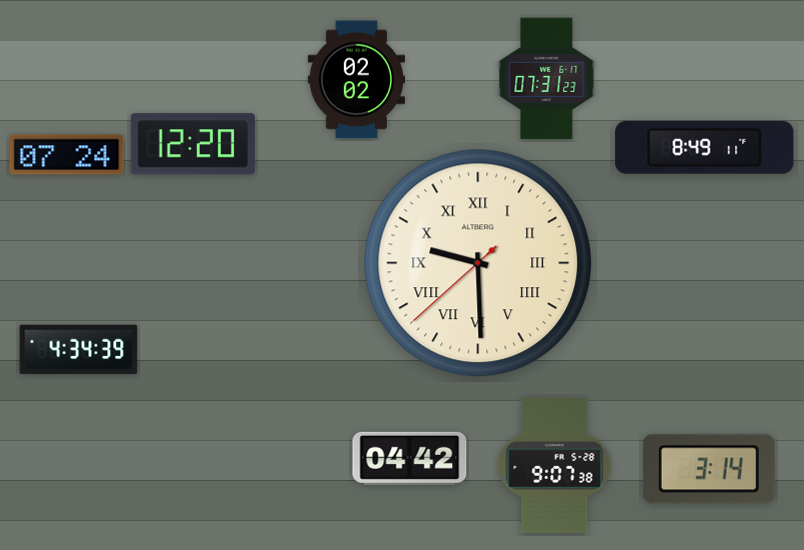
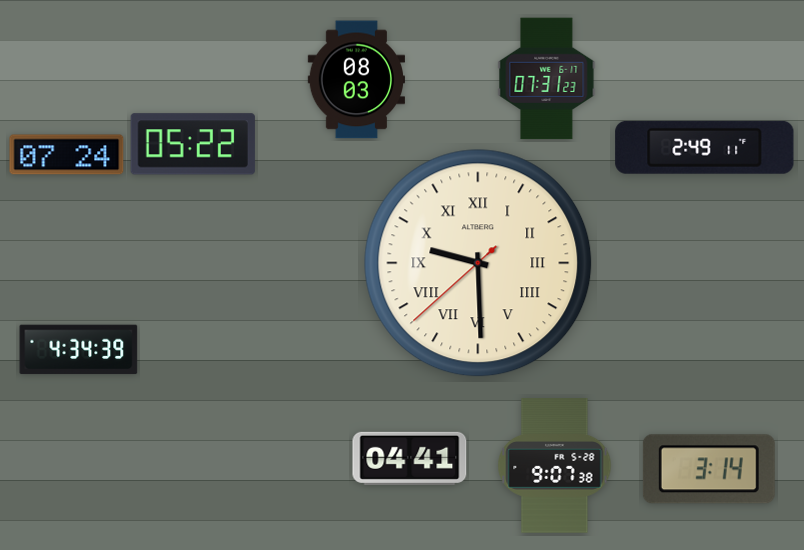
clock at (356, 80): 02:02 -> 08:03
clock at (193, 144): 12:20 -> 05:22
clock at (705, 147): 8:49 -> 2:49
clock at (410, 458): 04:42 -> 04:41
